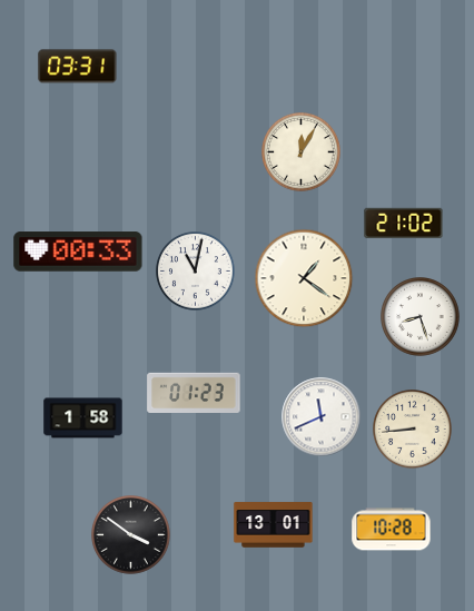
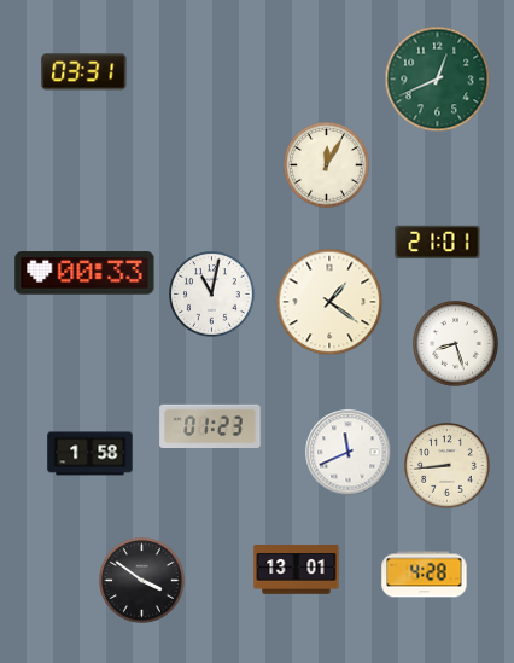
clock at (438, 80): none -> 12:41
clock at (404, 224): 21:02 -> 21:01
clock at (392, 530): 10:28 -> 4:28
